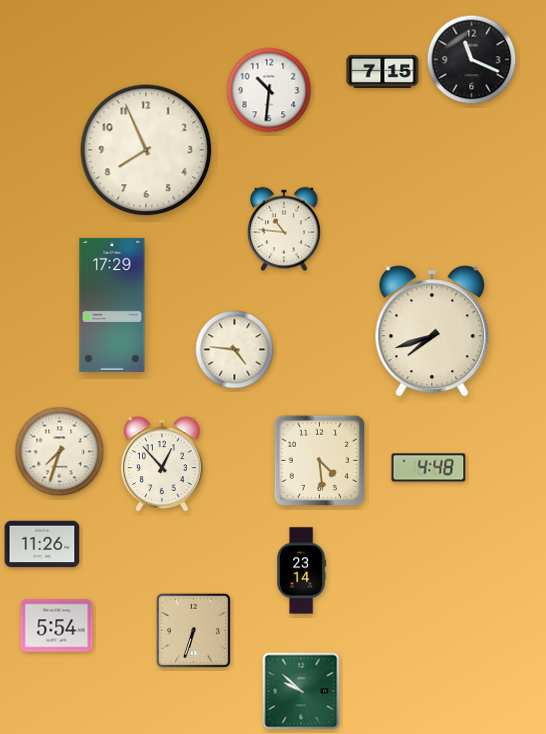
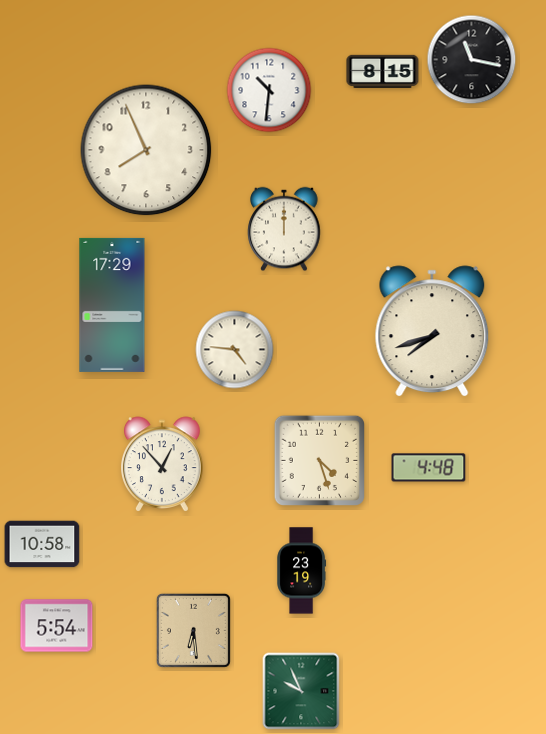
clock at (472, 60): 11:19 -> 11:17
clock at (383, 71): 7:15 -> 8:15
clock at (284, 229): 10:46 -> 12:00
clock at (60, 452): 7:33 -> none
clock at (319, 460): 4:29 -> 4:27
clock at (42, 544): 11:26 -> 10:58
clock at (302, 571): 23:14 -> 23:19
clock at (193, 630): 6:33 -> 6:29
clock at (301, 691): 9:52 -> 9:56
